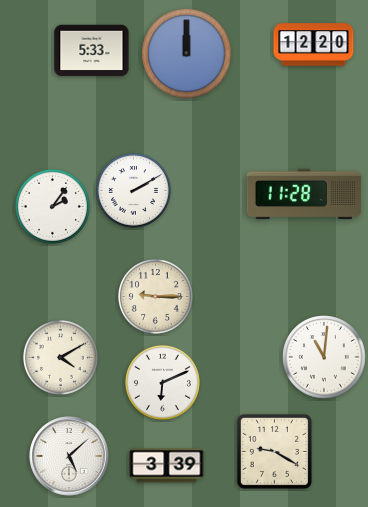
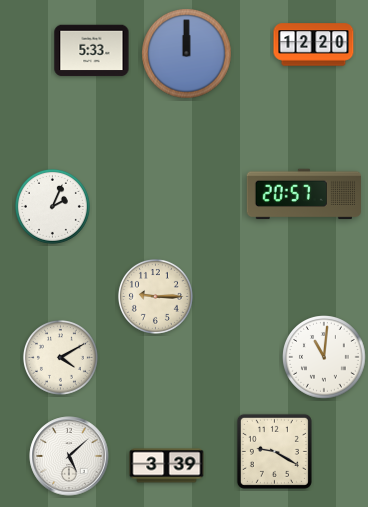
clock at (133, 190): 2:10 -> none
clock at (303, 194): 11:28 -> 20:57
clock at (52, 206): 2:06 -> 2:04
clock at (162, 382): 6:11 -> none
